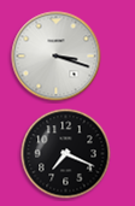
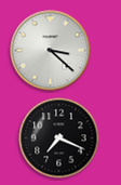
clock at (57, 57): 3:18 -> 3:22
